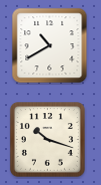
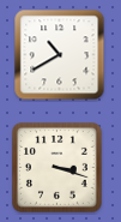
clock at (47, 139): 10:18 -> 3:18
